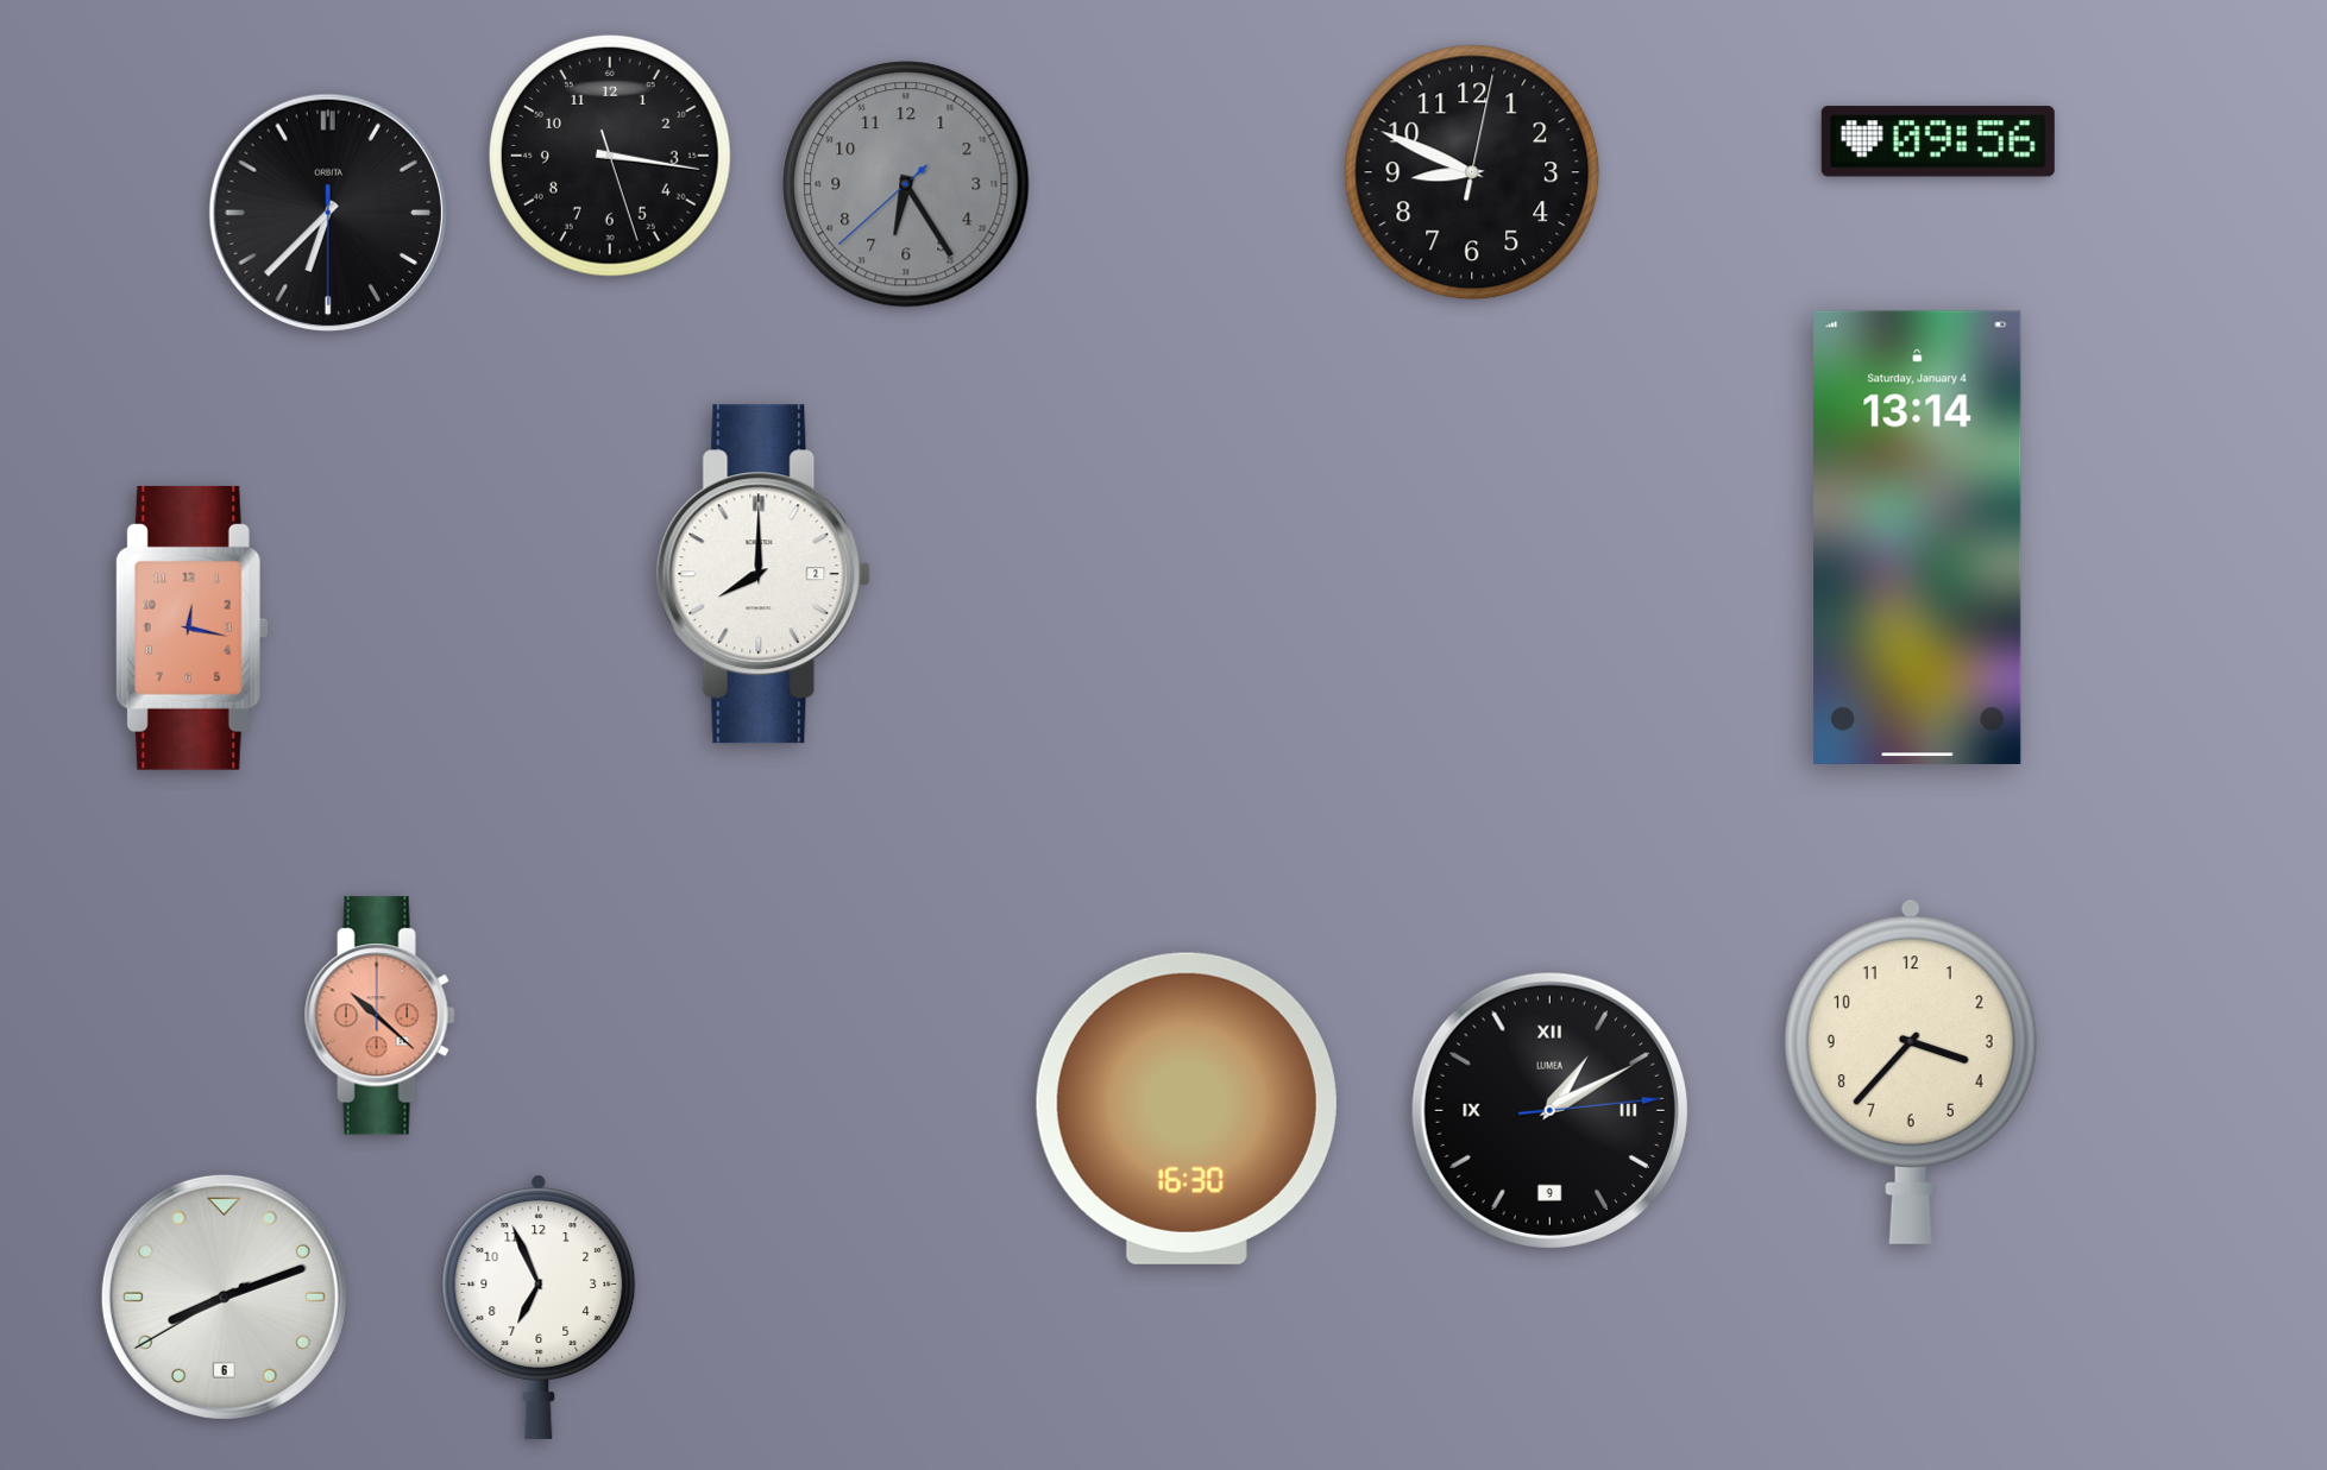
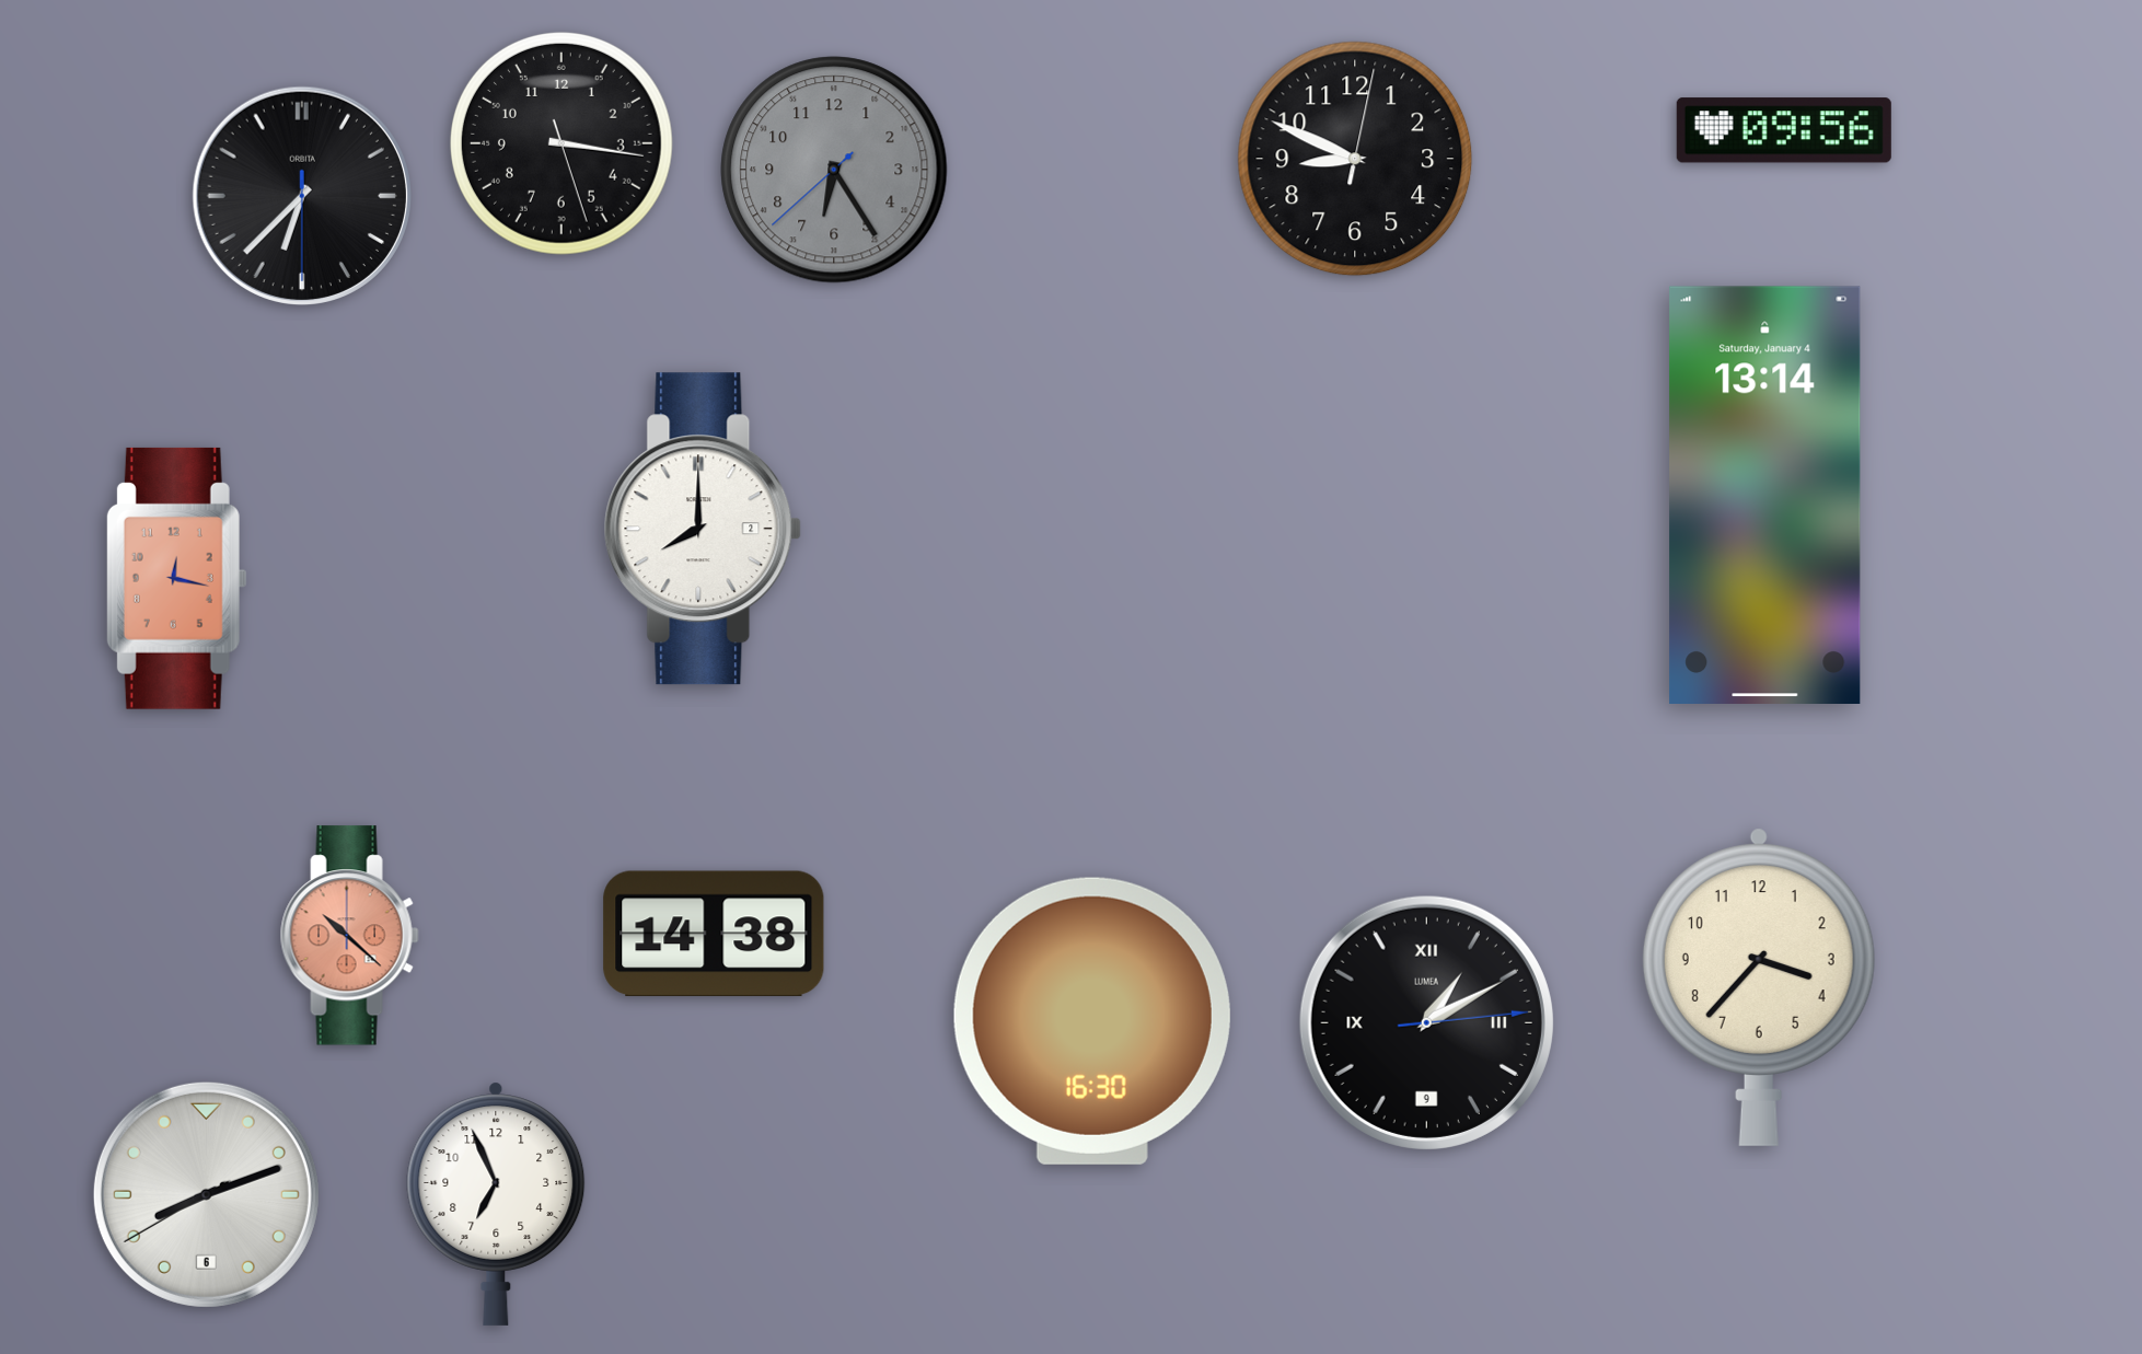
clock at (714, 934): none -> 14:38
